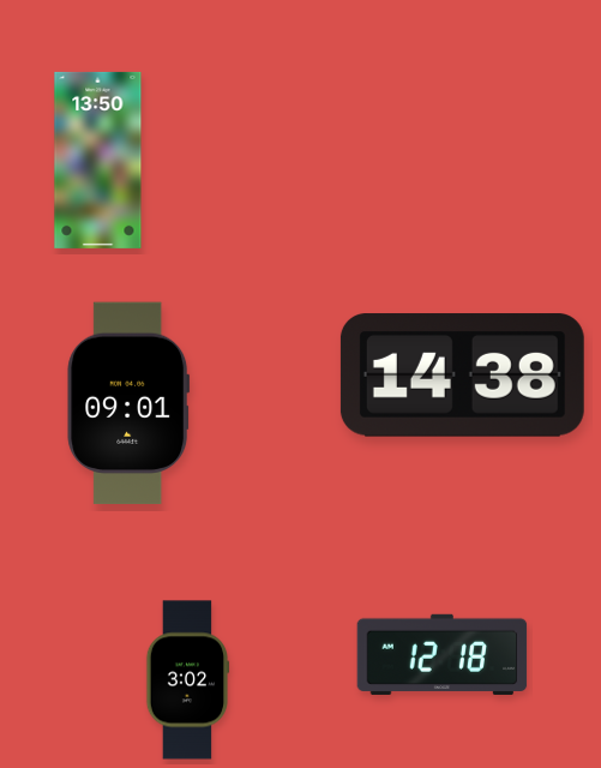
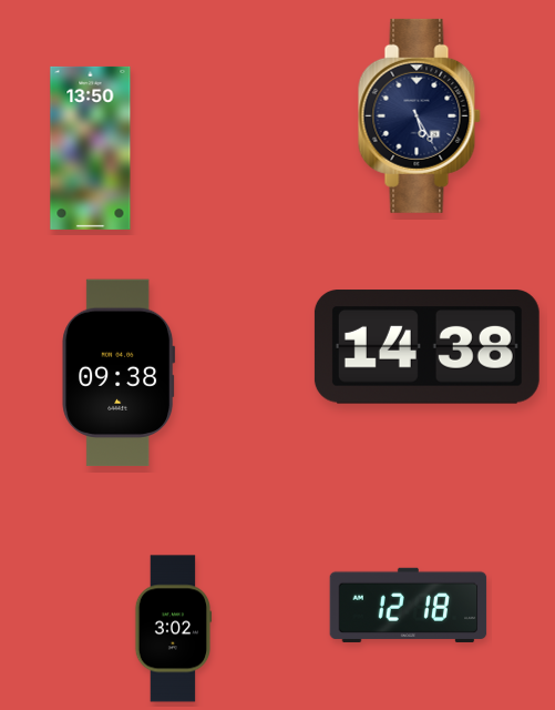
clock at (419, 115): none -> 5:25
clock at (128, 403): 09:01 -> 09:38
